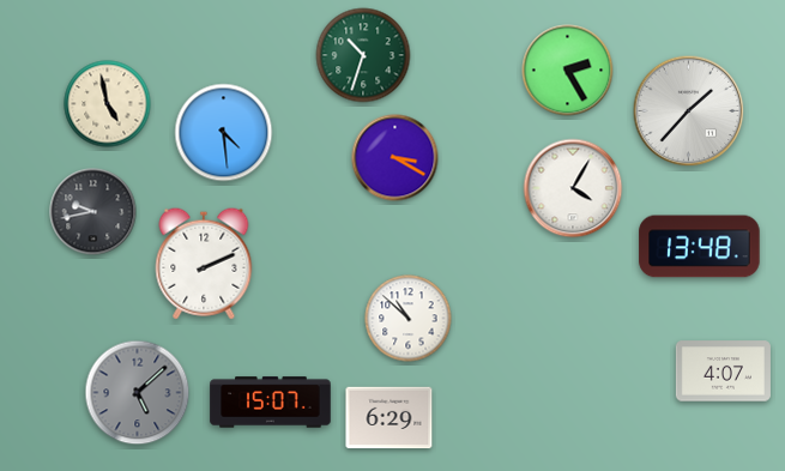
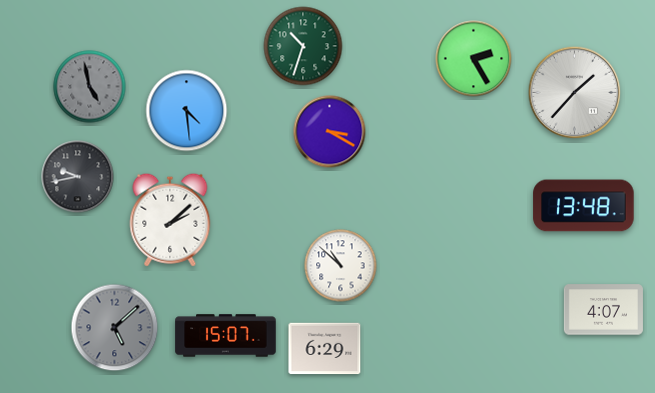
clock at (108, 104) dial: cream -> grey
clock at (573, 188): 4:05 -> none
clock at (204, 264): 2:11 -> 2:08
